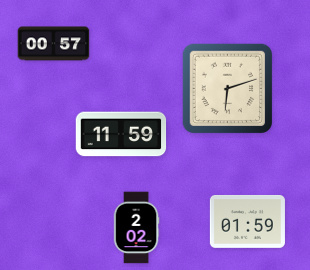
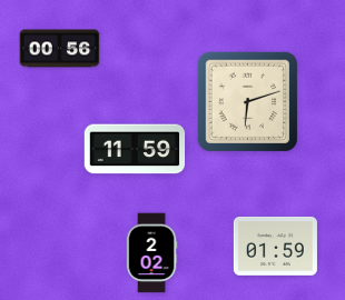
clock at (54, 44): 00:57 -> 00:56
clock at (227, 88) position: (227, 88) -> (247, 101)
